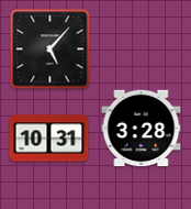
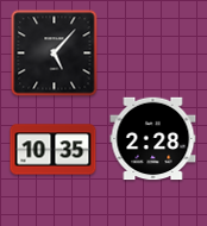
clock at (142, 129): 3:28 -> 2:28
clock at (49, 139): 10:31 -> 10:35
